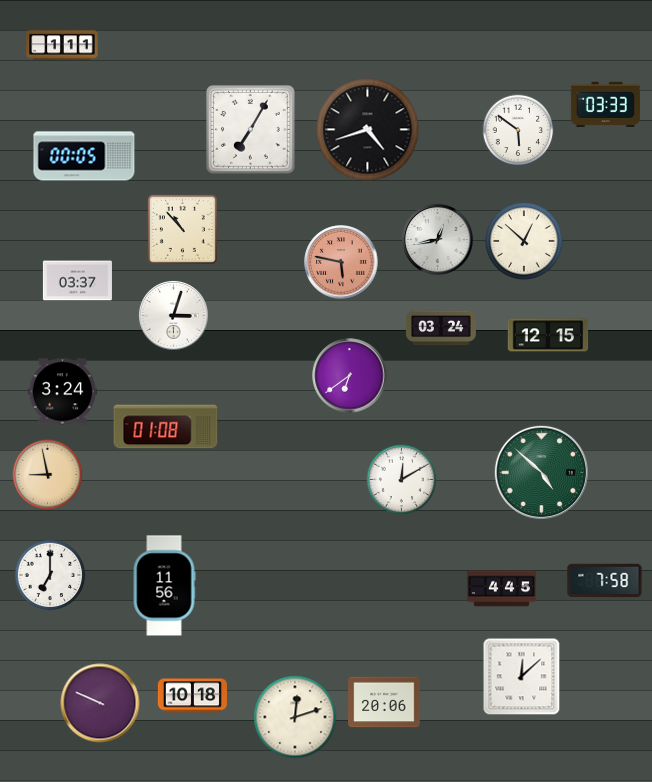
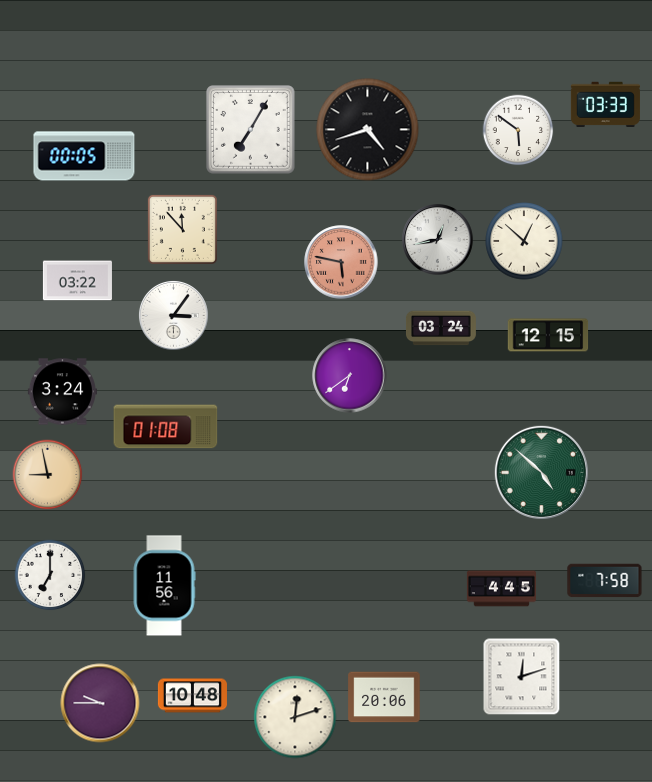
clock at (62, 45): 1:11 -> none
clock at (182, 229): 10:53 -> 11:53
clock at (77, 281): 03:37 -> 03:22
clock at (173, 315): 3:03 -> 3:06
clock at (402, 480): 12:10 -> none
clock at (522, 677): 12:08 -> 12:12
clock at (192, 696): 10:18 -> 10:48
clock at (384, 702) position: (384, 702) -> (384, 697)
clock at (100, 703): 9:49 -> 9:45
